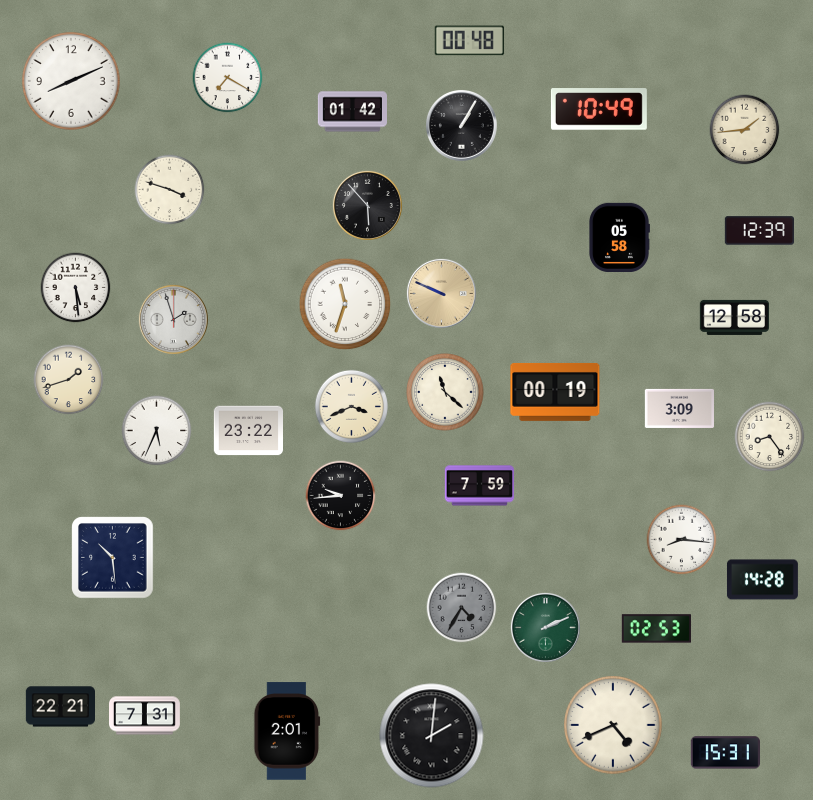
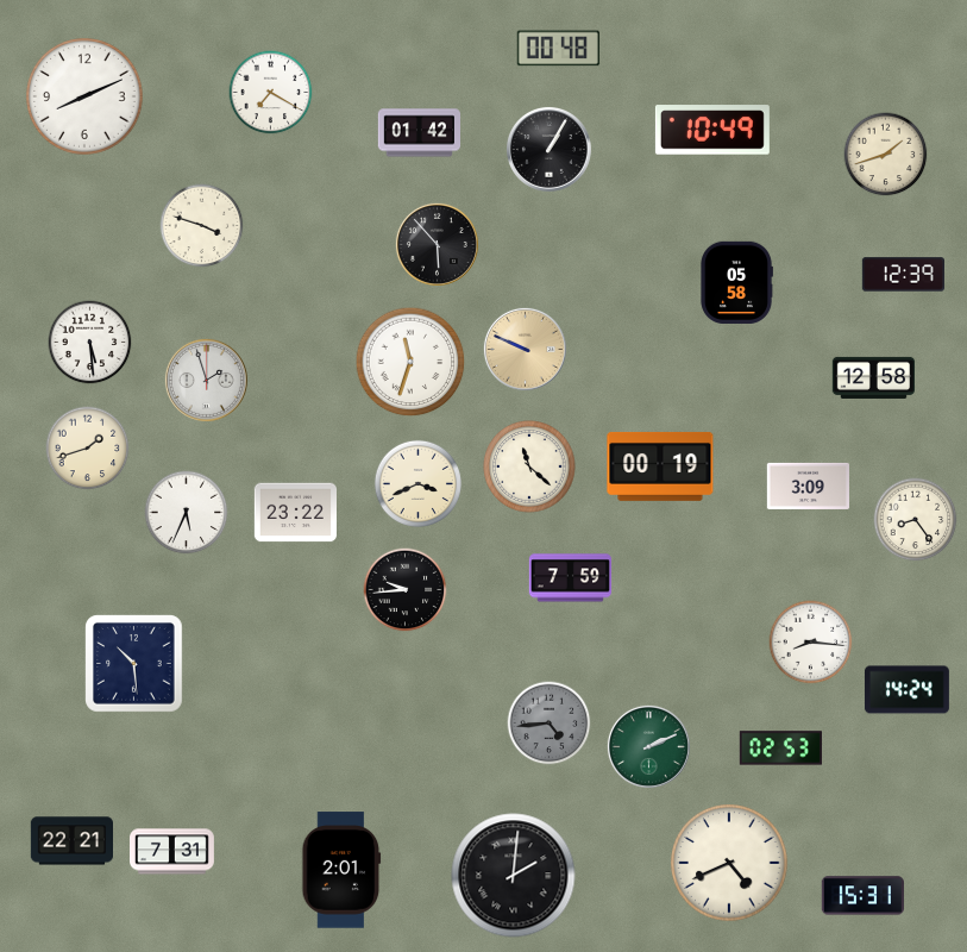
clock at (745, 130): 1:44 -> 1:42
clock at (69, 380) position: (69, 380) -> (88, 449)
clock at (762, 580): 14:28 -> 14:24
clock at (462, 608): 4:35 -> 4:44
